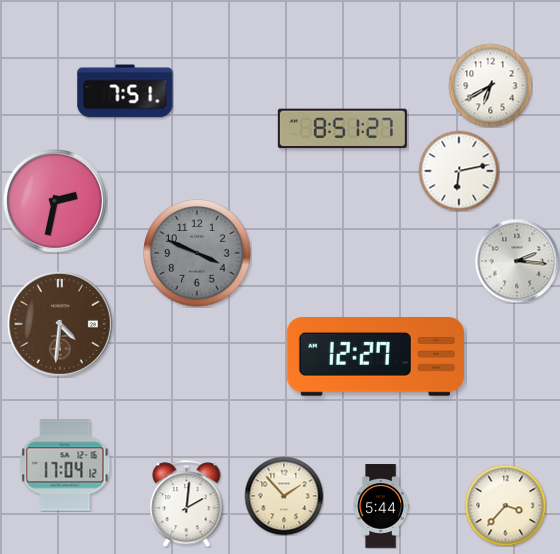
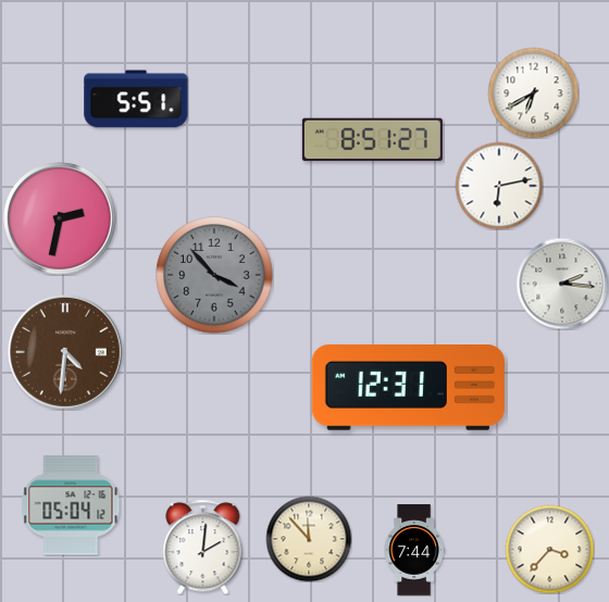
clock at (125, 91): 7:51 -> 5:51
clock at (197, 253): 3:49 -> 3:53
clock at (375, 357): 12:27 -> 12:31
clock at (65, 465): 17:04 -> 05:04
clock at (284, 496): 1:53 -> 11:53
clock at (381, 506): 5:44 -> 7:44
